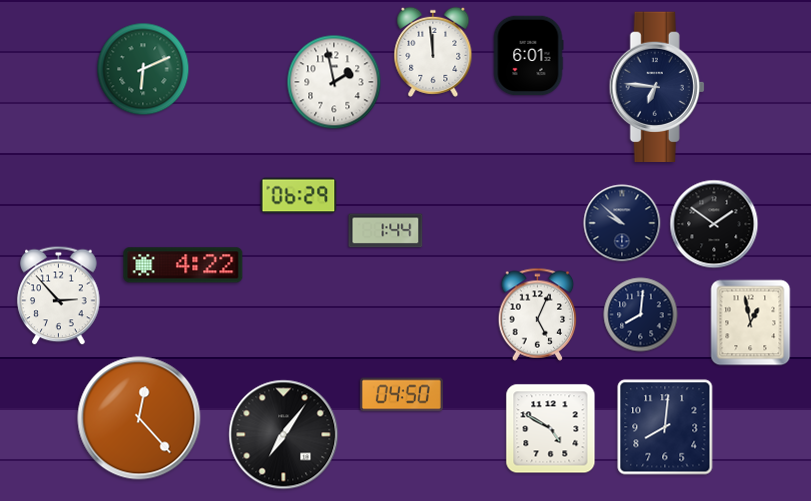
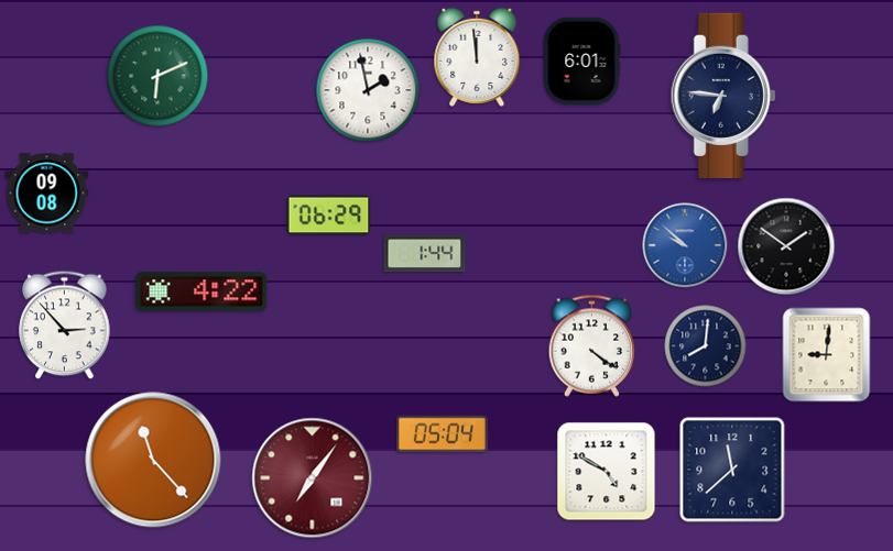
clock at (47, 194): none -> 09:08
clock at (622, 223) dial: navy -> blue
clock at (538, 314): 5:04 -> 4:21
clock at (751, 323): 12:58 -> 9:01
clock at (401, 395): 04:50 -> 05:04
clock at (139, 418): 12:23 -> 11:23
clock at (665, 427): 8:01 -> 11:38
clock at (284, 435) dial: black -> burgundy
